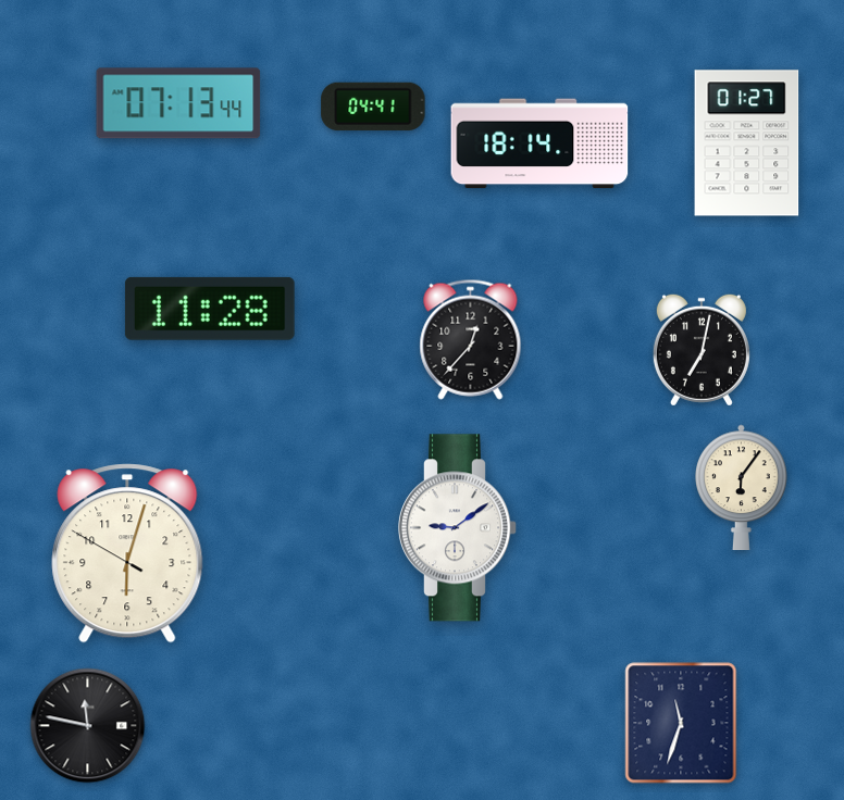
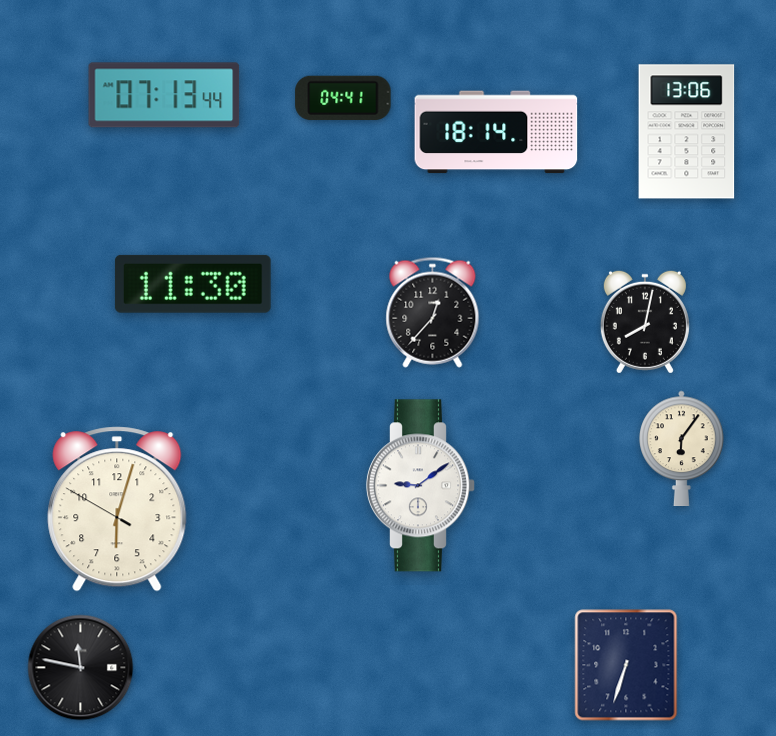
clock at (747, 143): 01:27 -> 13:06
clock at (210, 309): 11:28 -> 11:30
clock at (702, 350): 7:02 -> 8:02
clock at (681, 723): 11:33 -> 6:33
